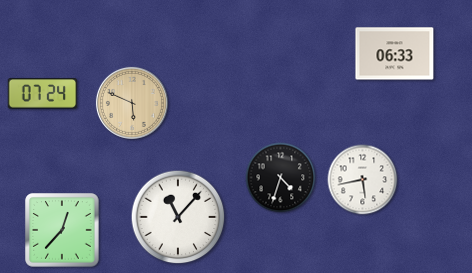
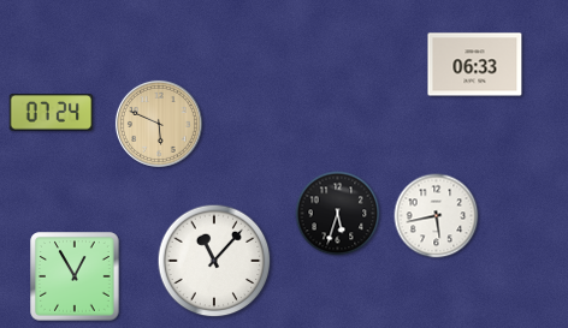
clock at (281, 178): 4:33 -> 5:33
clock at (62, 230): 12:37 -> 12:55
